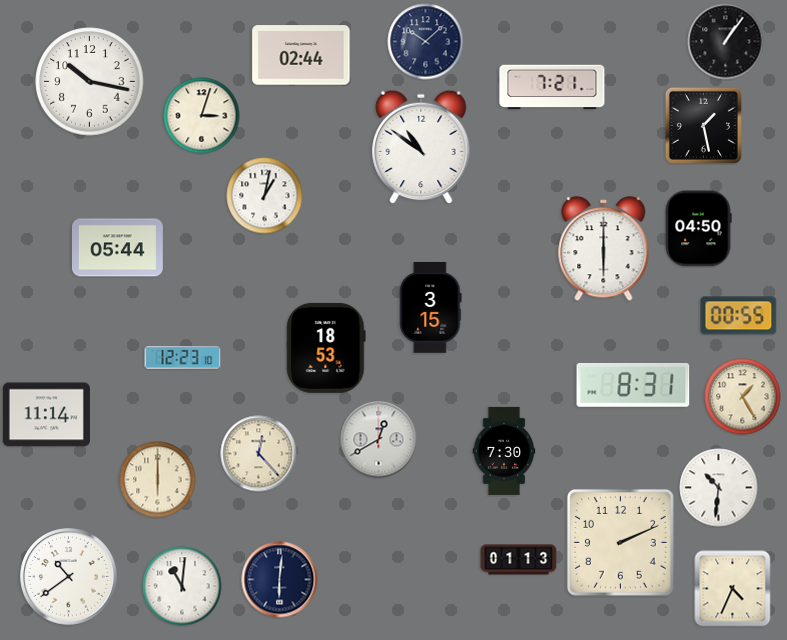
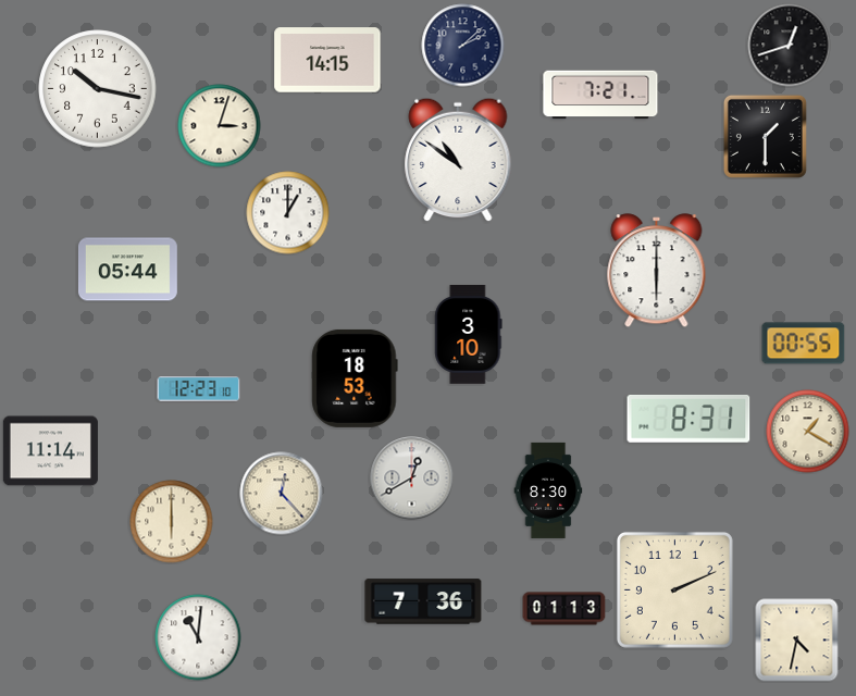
clock at (426, 42): 10:08 -> 2:08
clock at (726, 42): 1:06 -> 12:42
clock at (301, 55): 02:44 -> 14:15
clock at (703, 125): 1:28 -> 1:30
clock at (265, 196): 1:02 -> 1:00
clock at (698, 229): 04:50 -> none
clock at (431, 307): 3:15 -> 3:10
clock at (743, 397): 1:25 -> 1:20
clock at (504, 451): 7:30 -> 8:30
clock at (719, 488): 10:31 -> none
clock at (423, 601): none -> 7:36
clock at (69, 577): 10:39 -> none
clock at (280, 580): 6:01 -> none
clock at (733, 589): 4:34 -> 4:32
